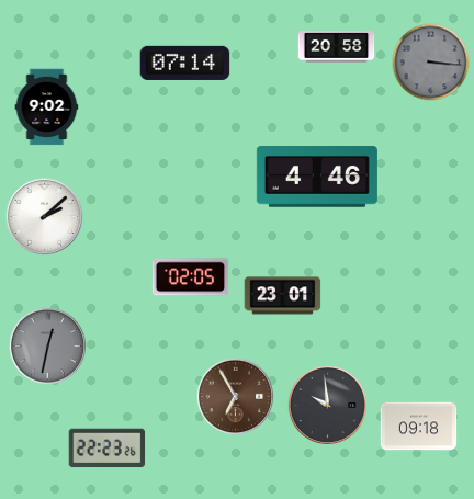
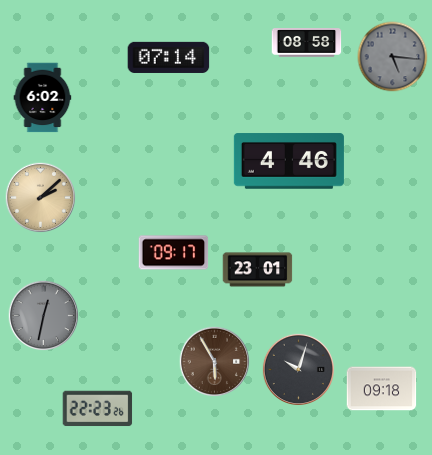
clock at (337, 47): 20:58 -> 08:58
clock at (431, 63): 3:16 -> 5:16
clock at (47, 107): 9:02 -> 6:02
clock at (45, 217) dial: white -> champagne
clock at (191, 277): 02:05 -> 09:17
clock at (236, 397): 6:55 -> 5:55
clock at (327, 405): 9:59 -> 10:03
